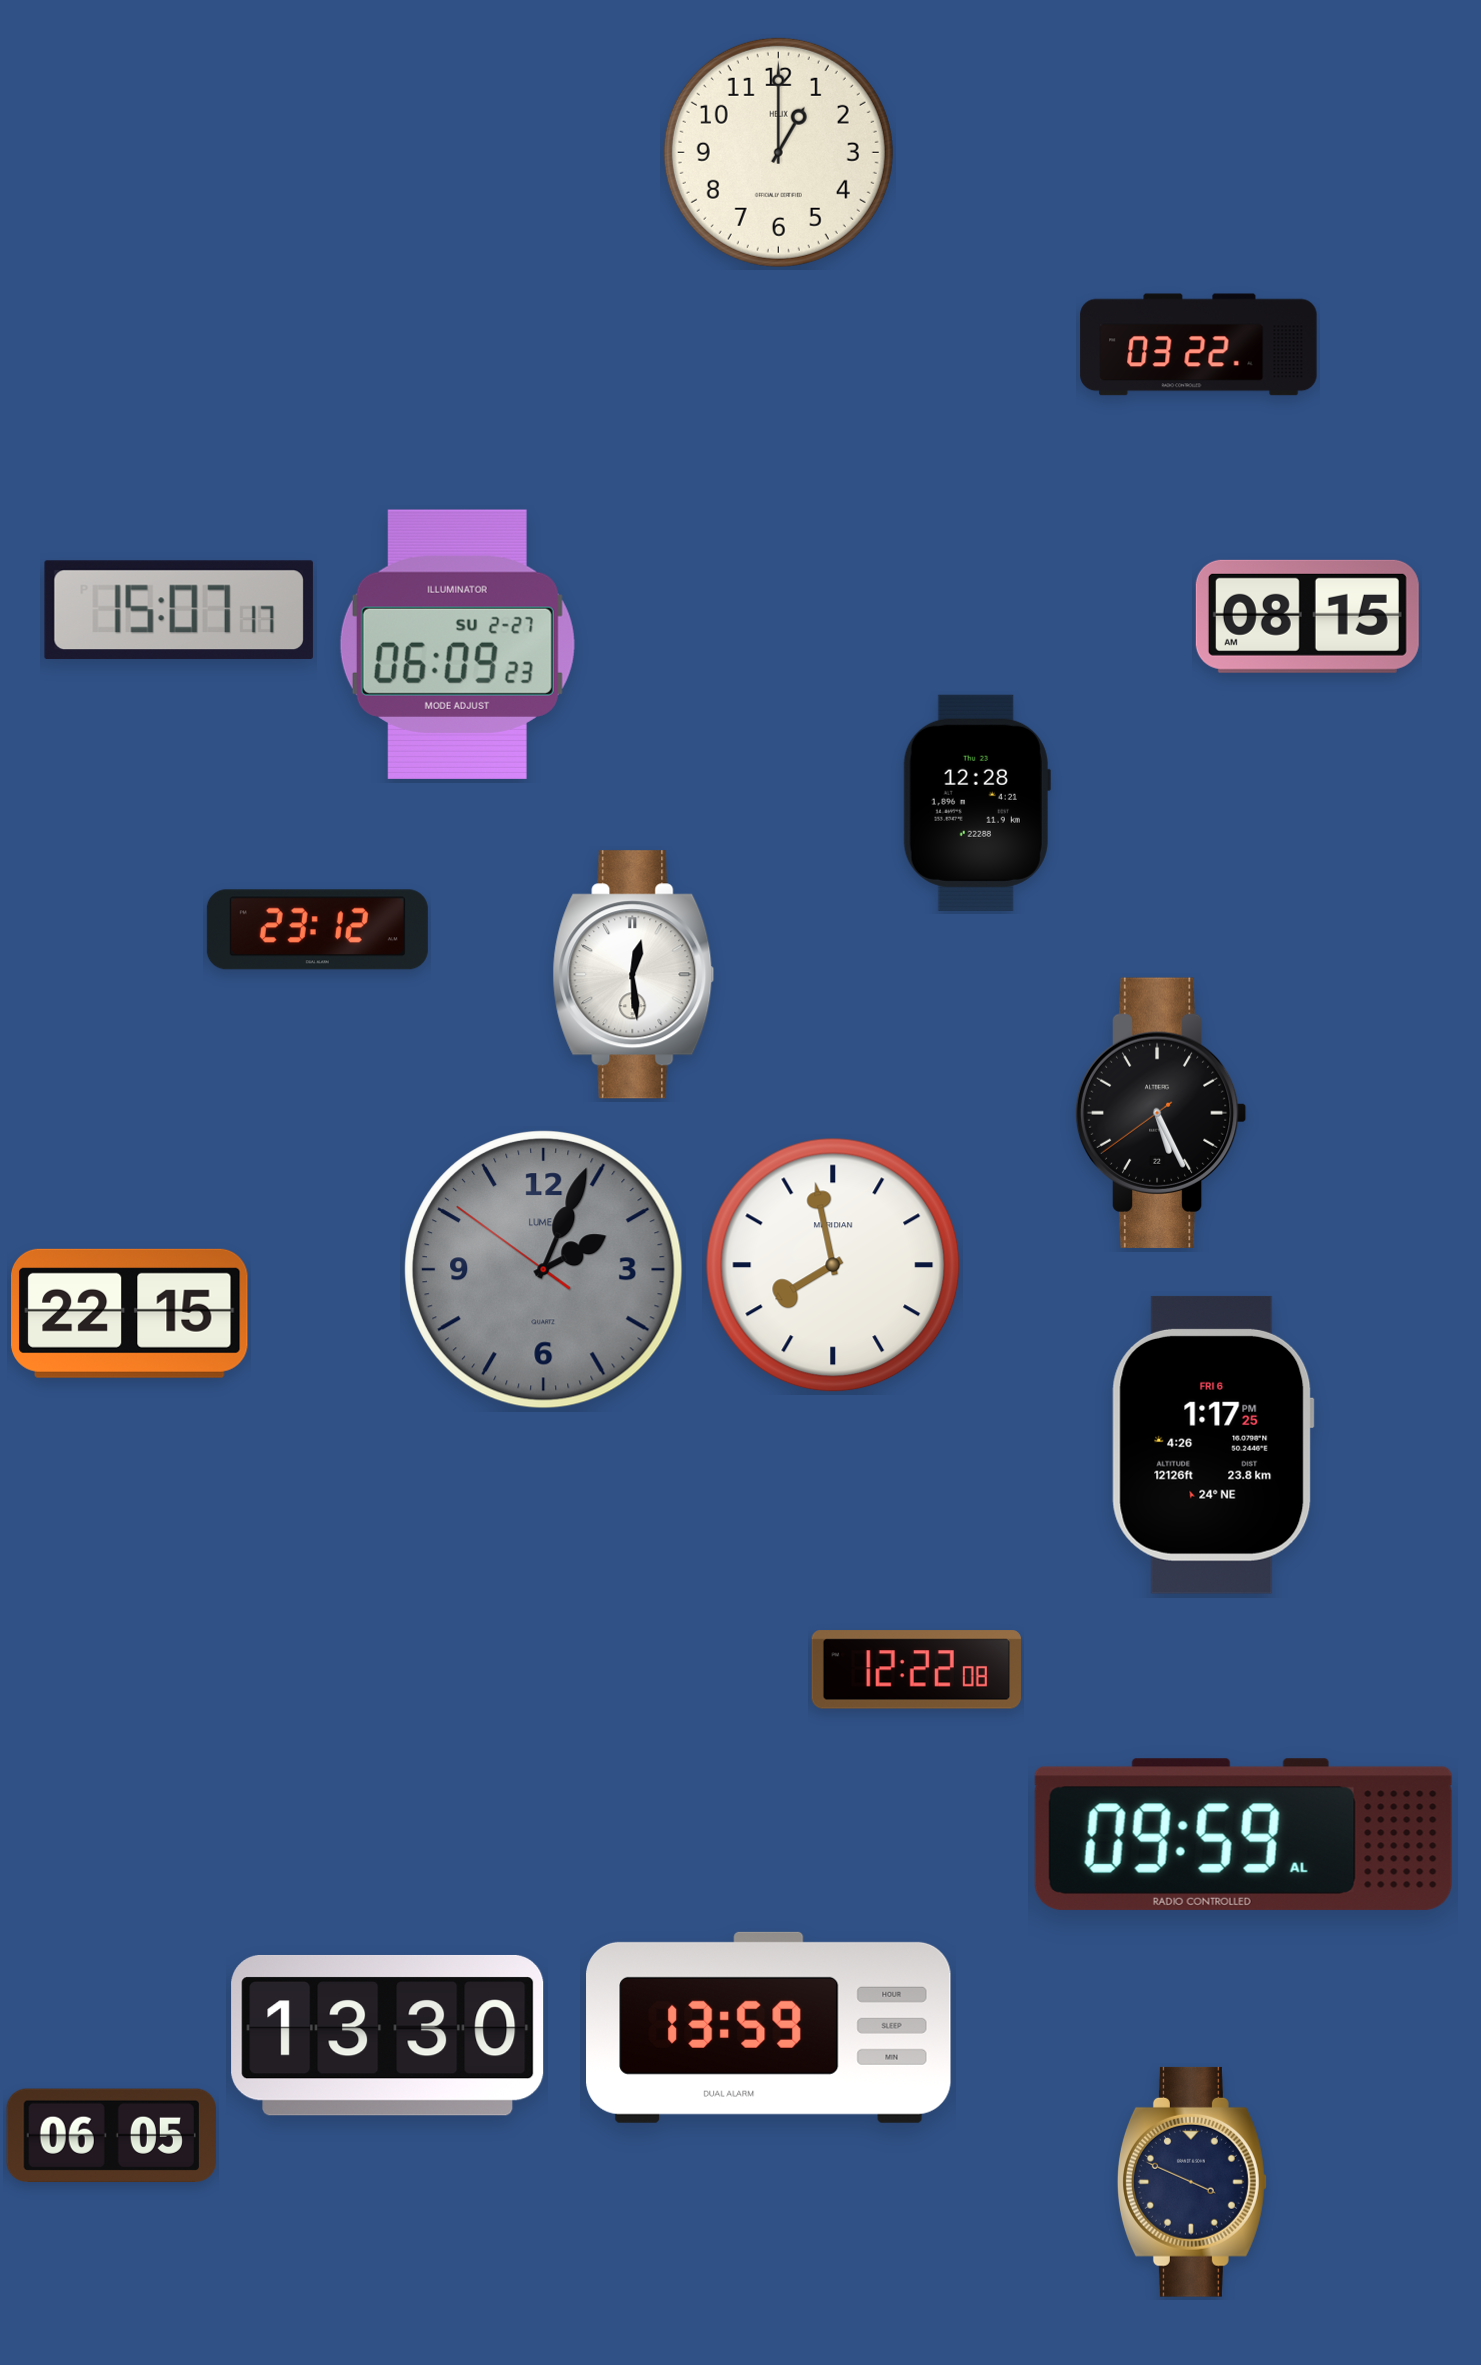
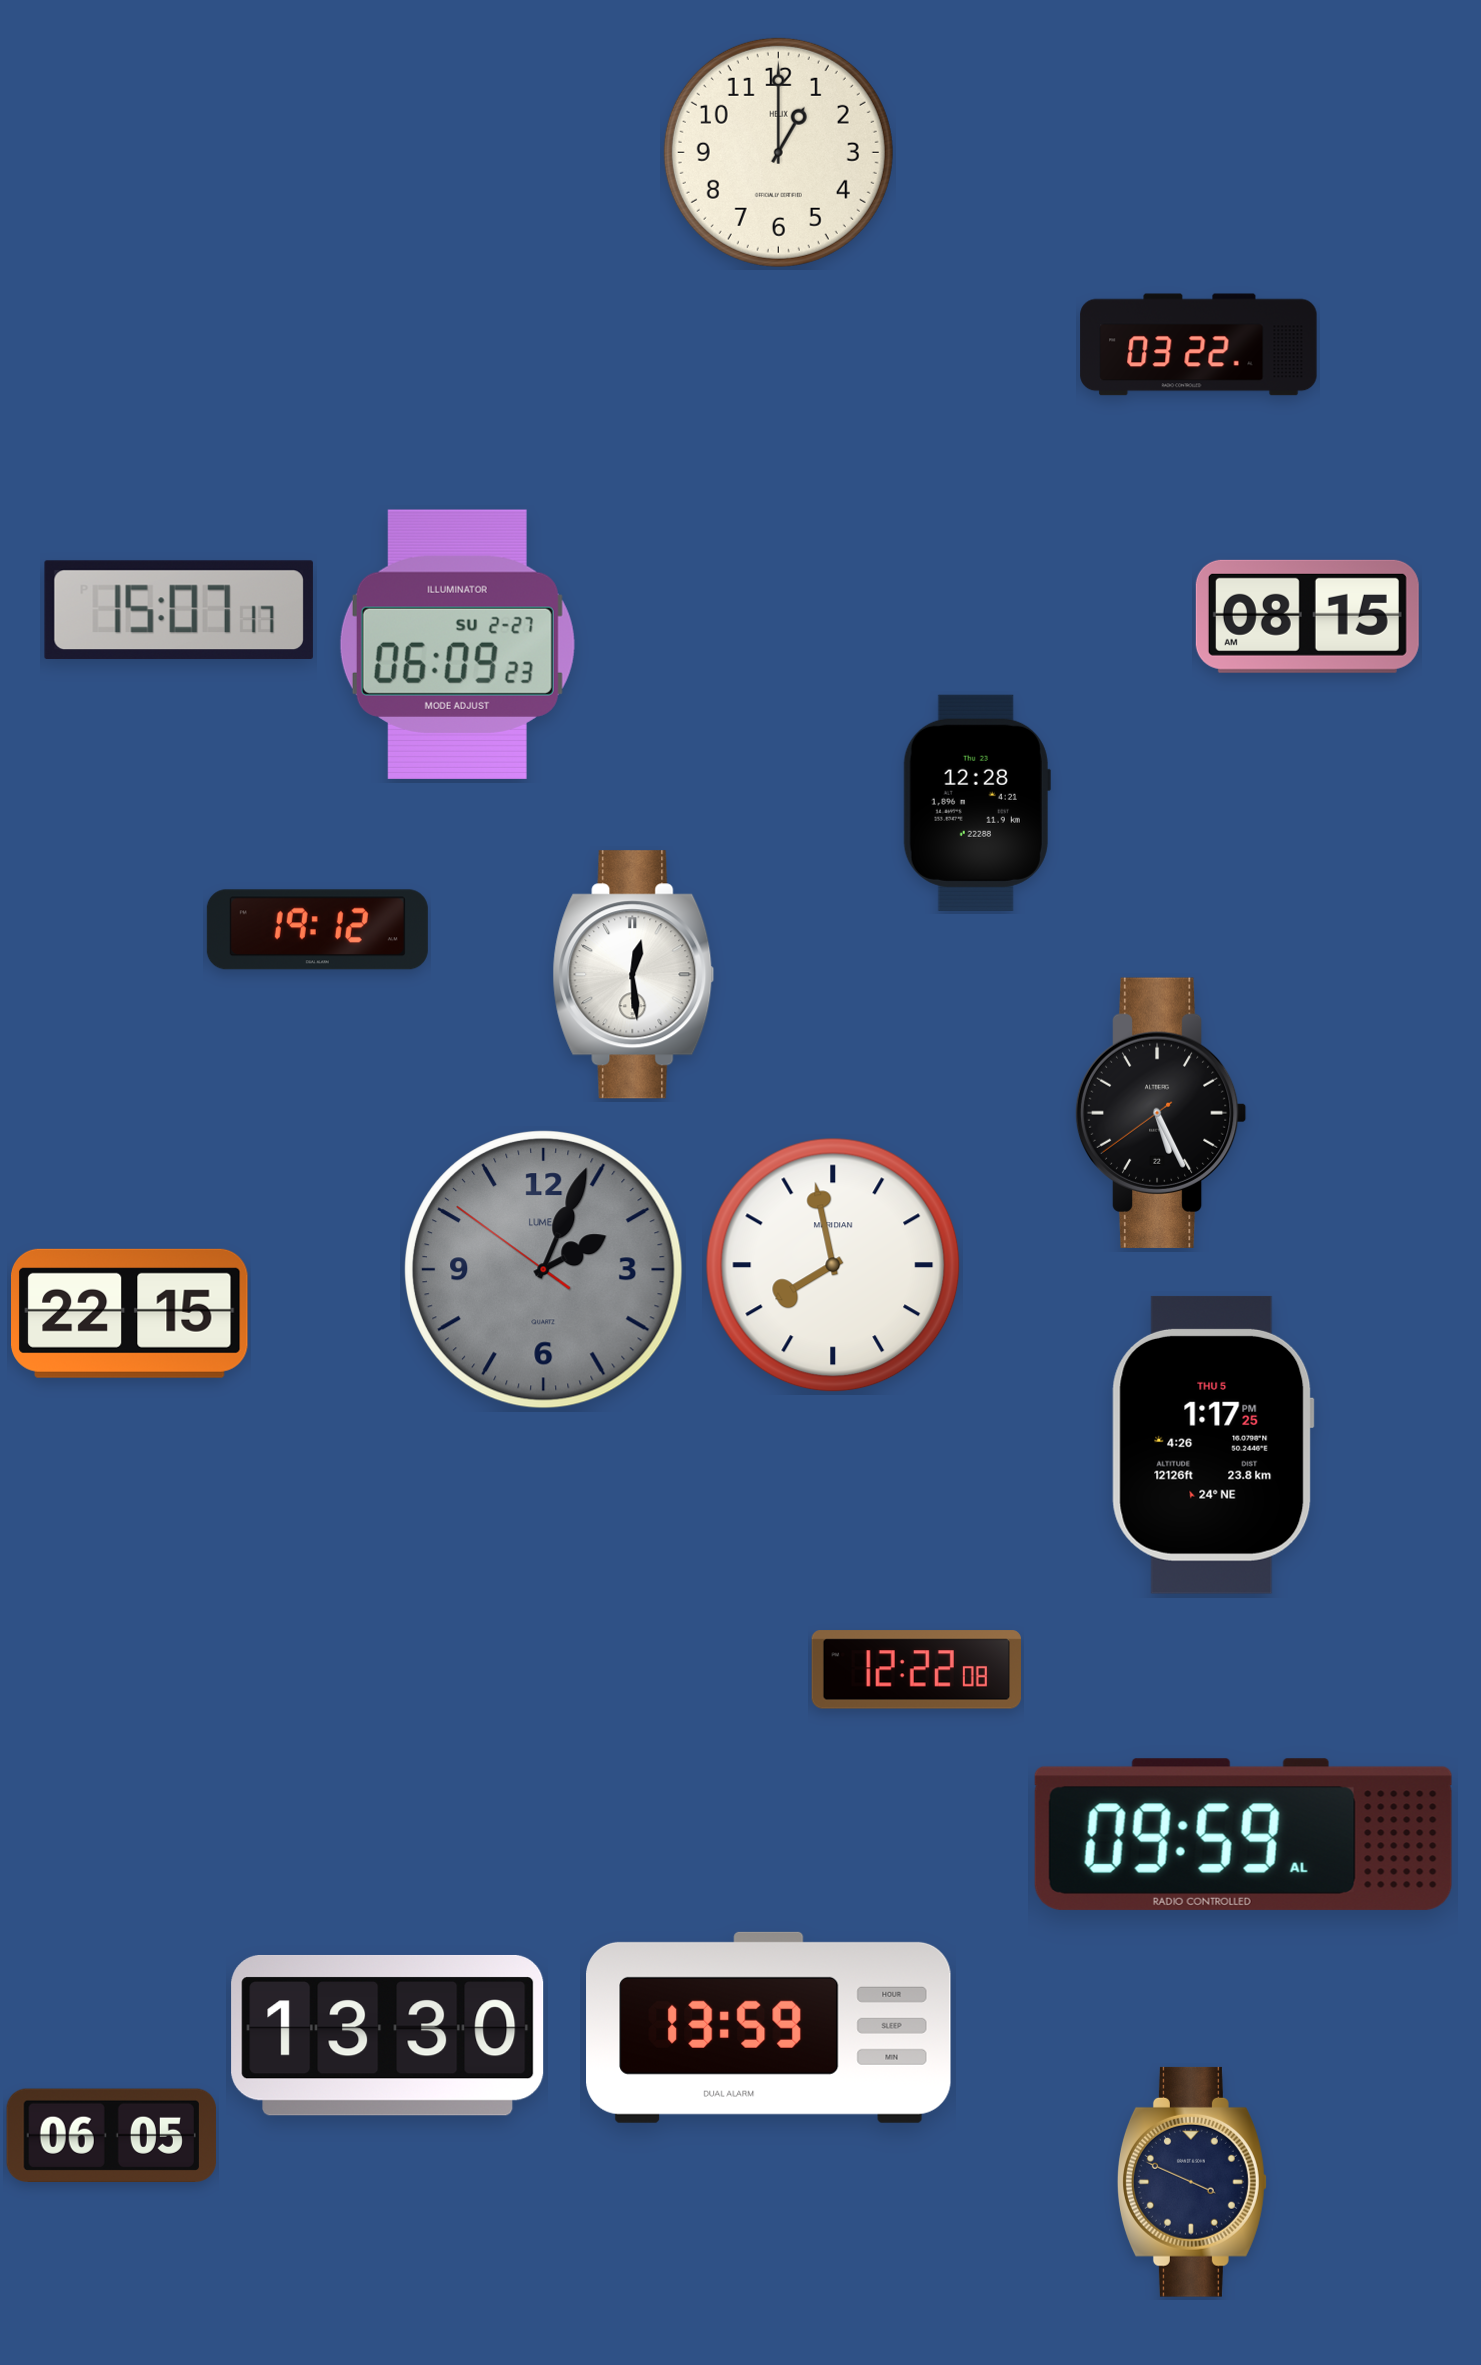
clock at (317, 930): 23:12 -> 19:12
clock at (1213, 1445) date: FRI 6 -> THU 5
